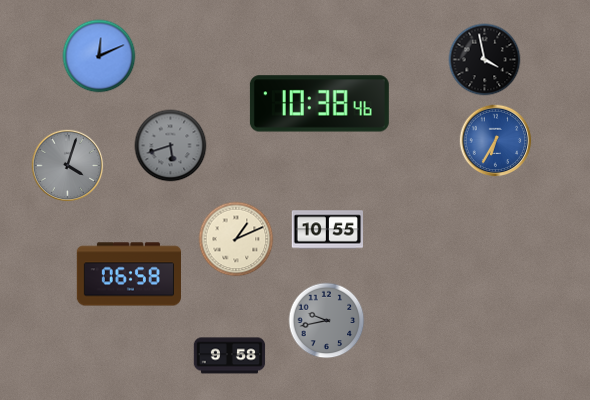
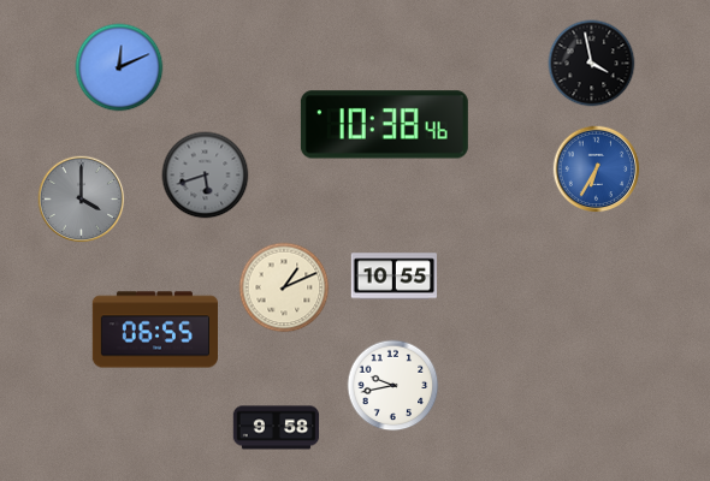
clock at (485, 60) position: (485, 60) -> (592, 64)
clock at (68, 166): 4:03 -> 4:00
clock at (128, 274): 06:58 -> 06:55
clock at (327, 321) dial: grey -> white
